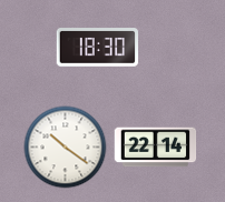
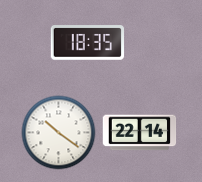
clock at (98, 48): 18:30 -> 18:35
